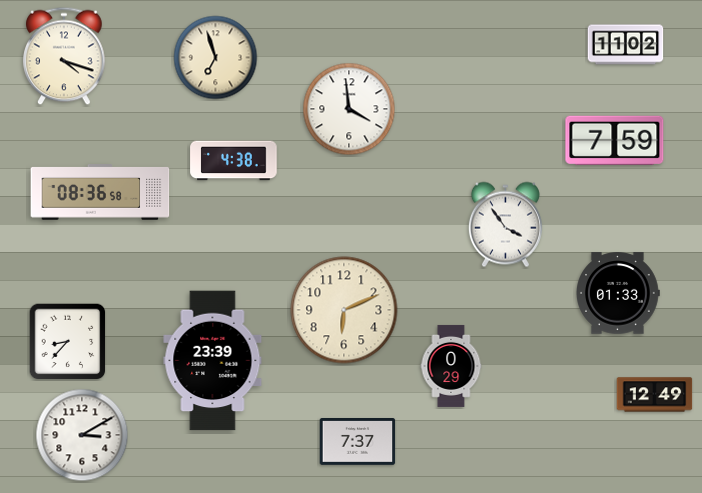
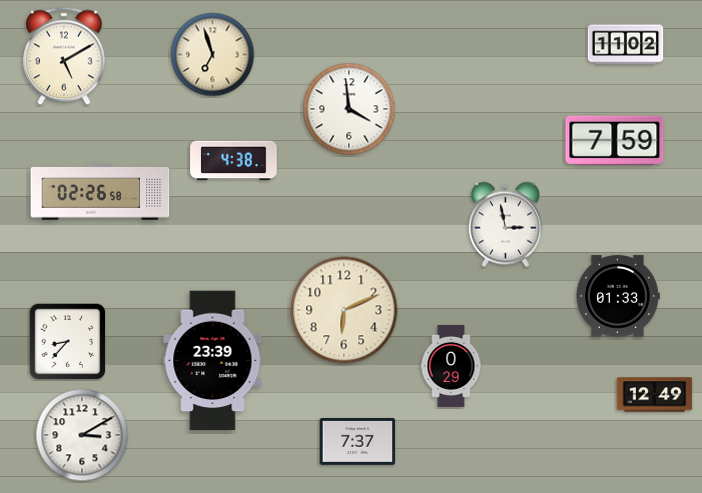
clock at (64, 56): 4:18 -> 5:10
clock at (216, 58) position: (216, 58) -> (213, 55)
clock at (100, 193): 08:36 -> 02:26
clock at (505, 225): 3:54 -> 2:58
clock at (618, 293) position: (618, 293) -> (618, 296)
